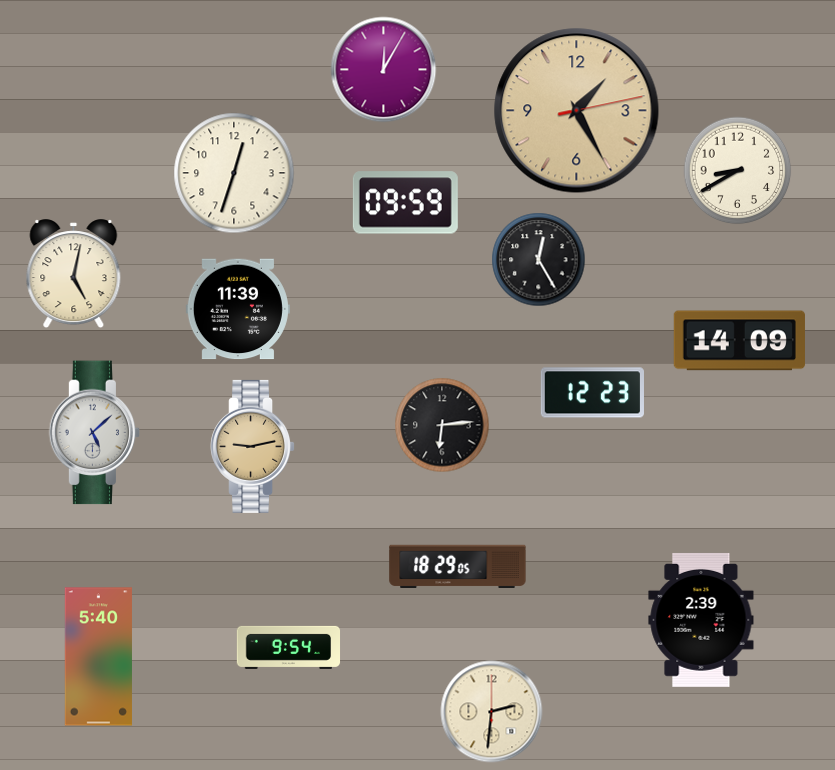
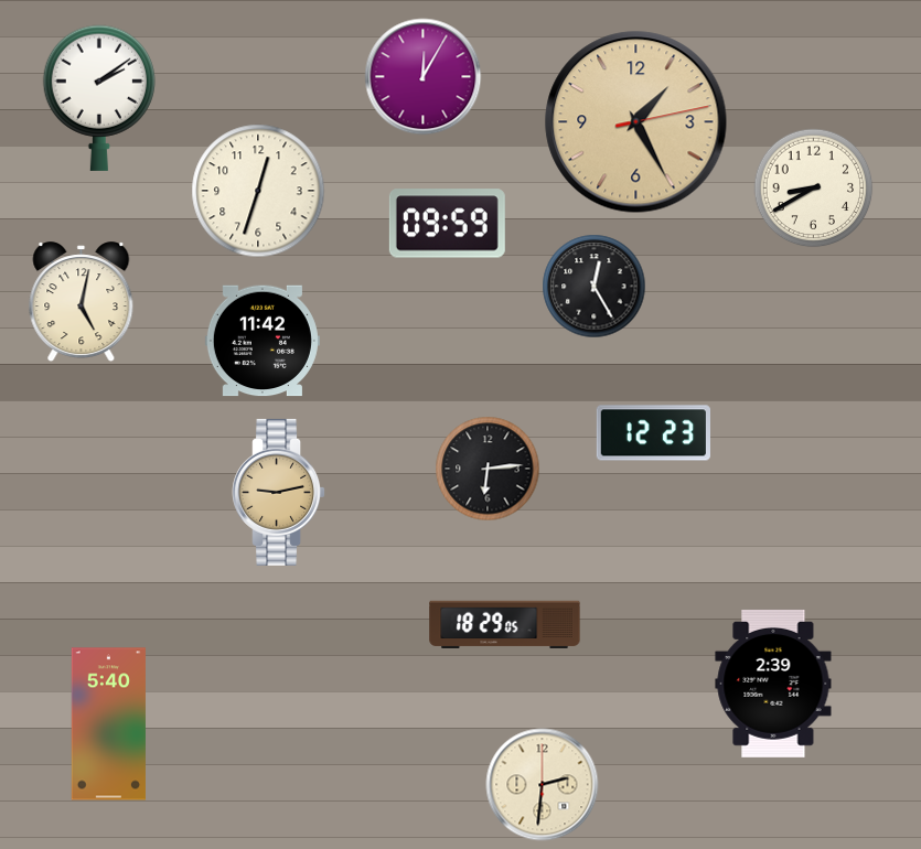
clock at (99, 98): none -> 2:09
clock at (238, 309): 11:39 -> 11:42
clock at (739, 341): 14:09 -> none
clock at (95, 433): 5:08 -> none
clock at (289, 647): 9:54 -> none
